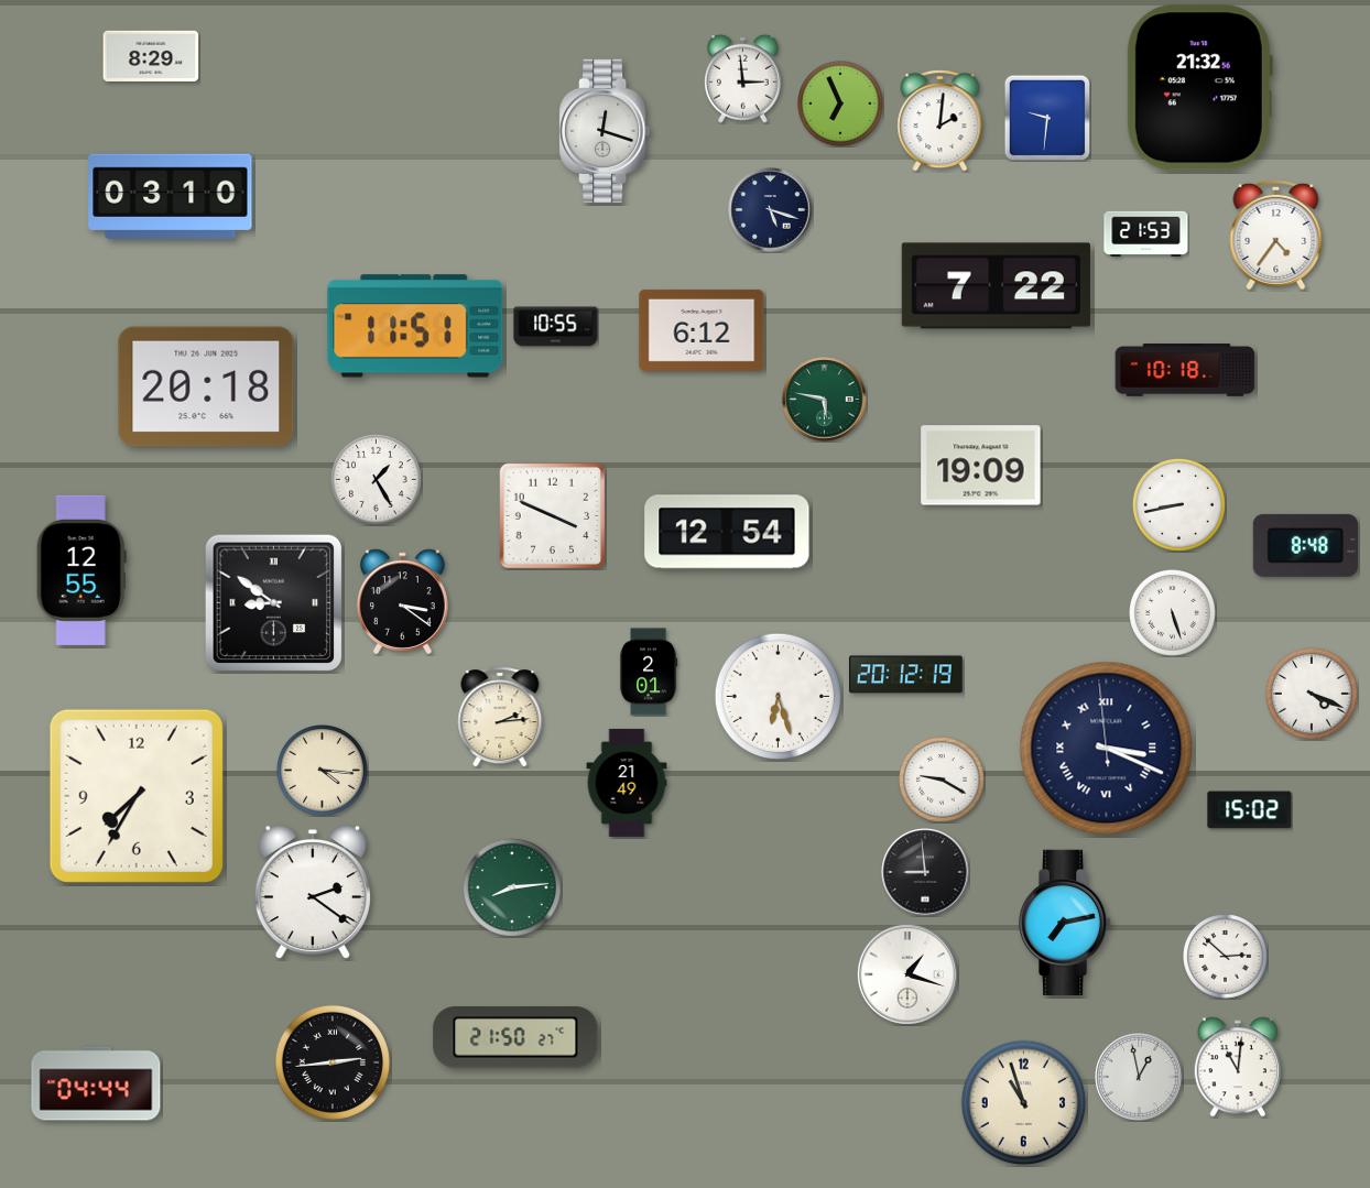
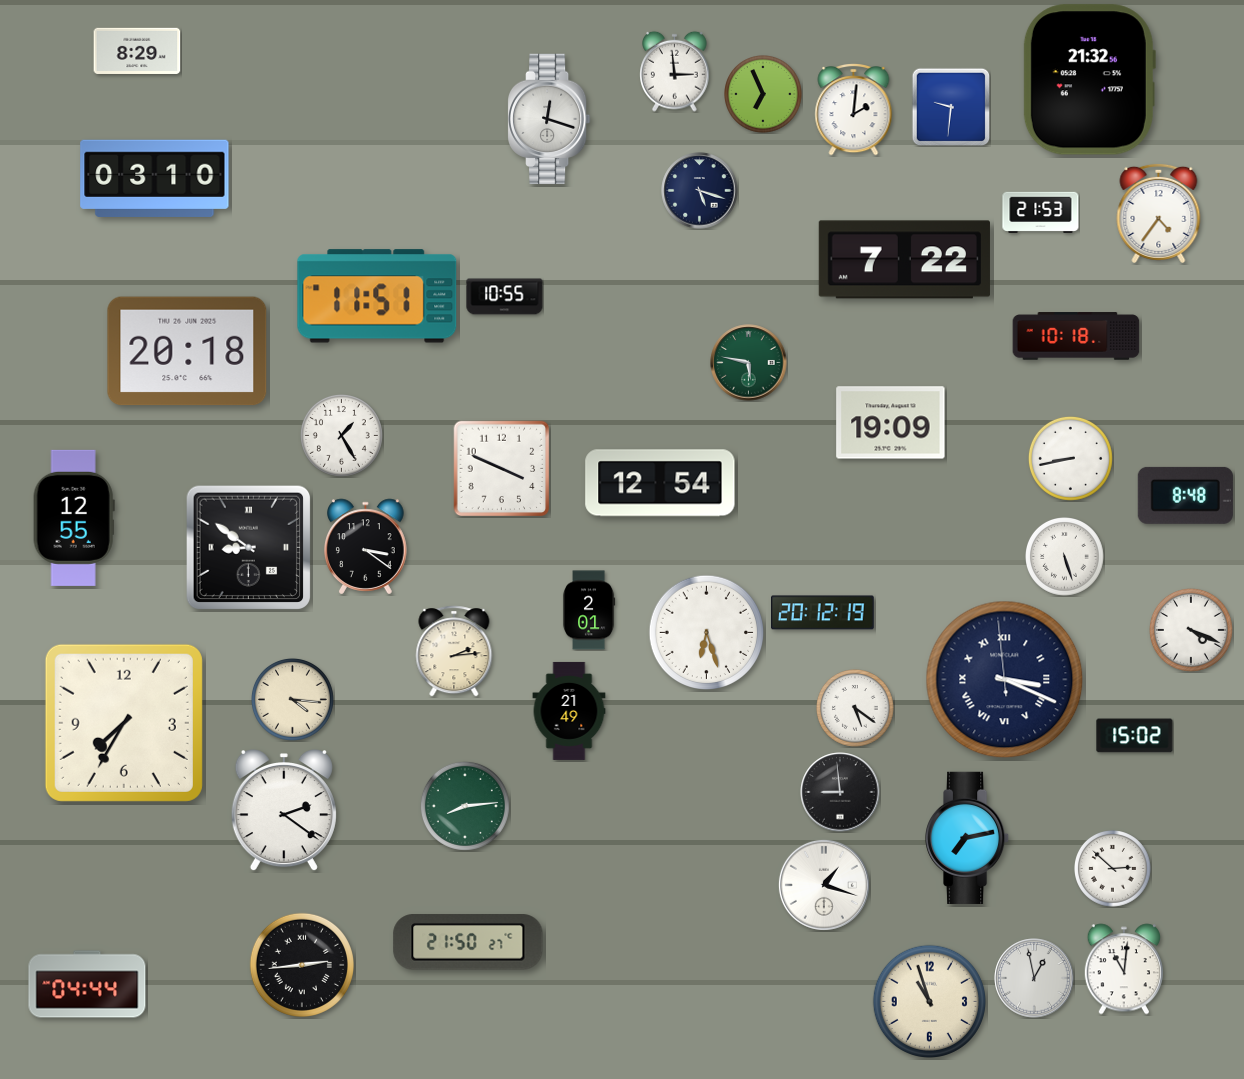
clock at (702, 330): 6:12 -> none
clock at (943, 781): 9:20 -> 5:21
